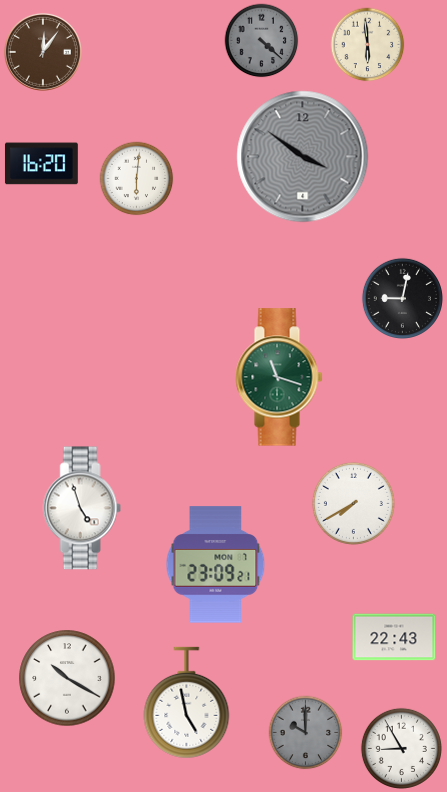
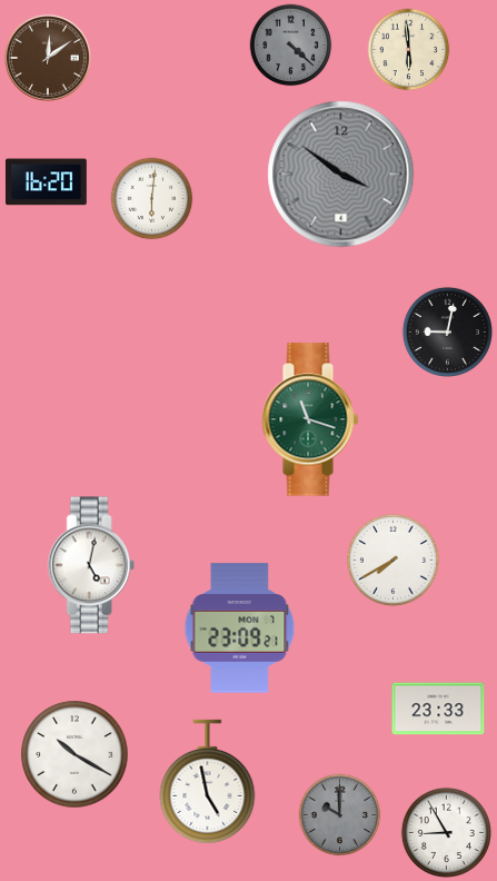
clock at (43, 52): 12:06 -> 12:09
clock at (303, 157) position: (303, 157) -> (341, 175)
clock at (82, 508): 4:57 -> 5:02
clock at (394, 637): 22:43 -> 23:33
